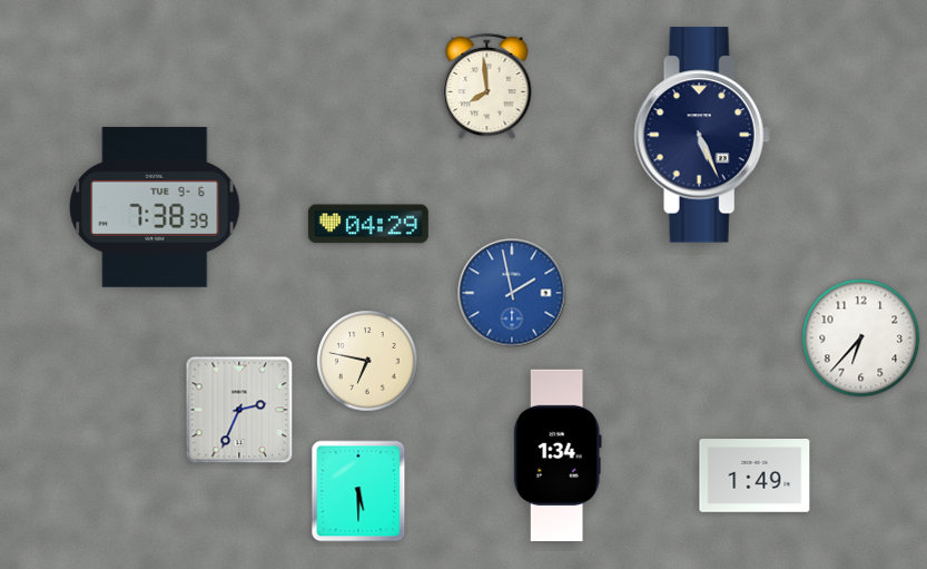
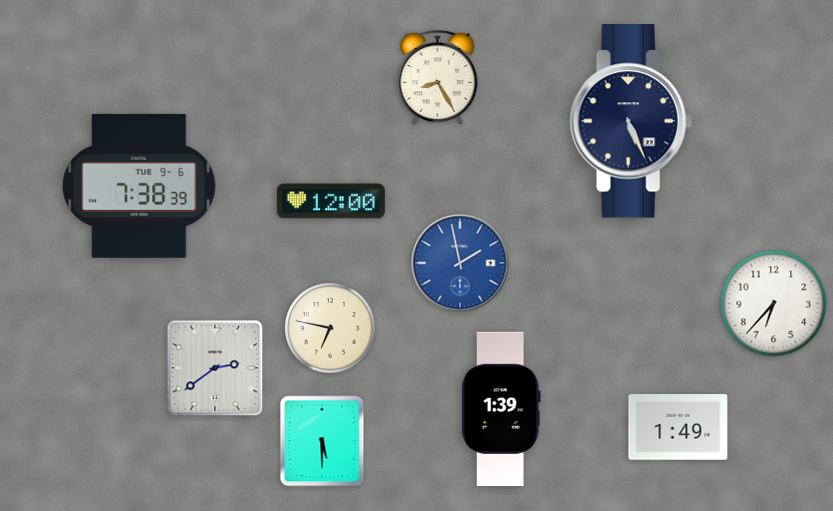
clock at (487, 87): 7:59 -> 8:25
clock at (368, 224): 04:29 -> 12:00
clock at (367, 361) position: (367, 361) -> (330, 328)
clock at (239, 410): 2:34 -> 2:39
clock at (558, 454): 1:34 -> 1:39
